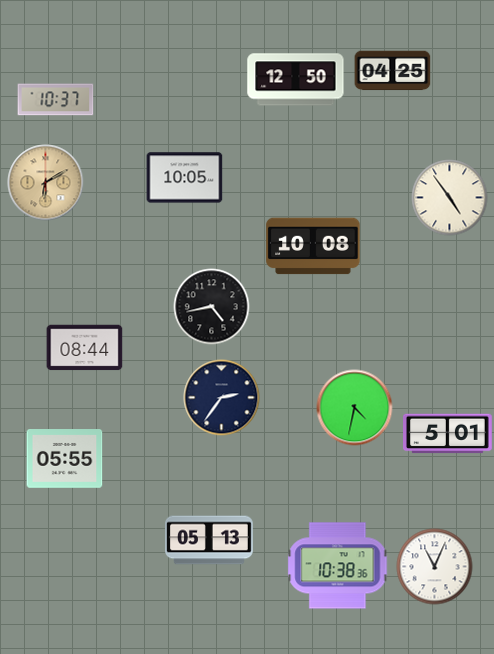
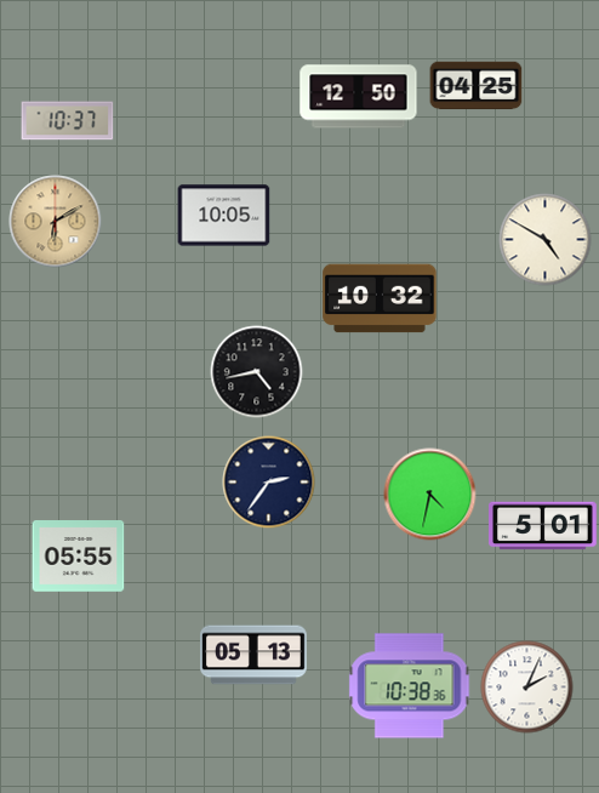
clock at (450, 198): 4:54 -> 4:50
clock at (313, 246): 10:08 -> 10:32
clock at (85, 348): 08:44 -> none
clock at (435, 567): 11:04 -> 2:04
